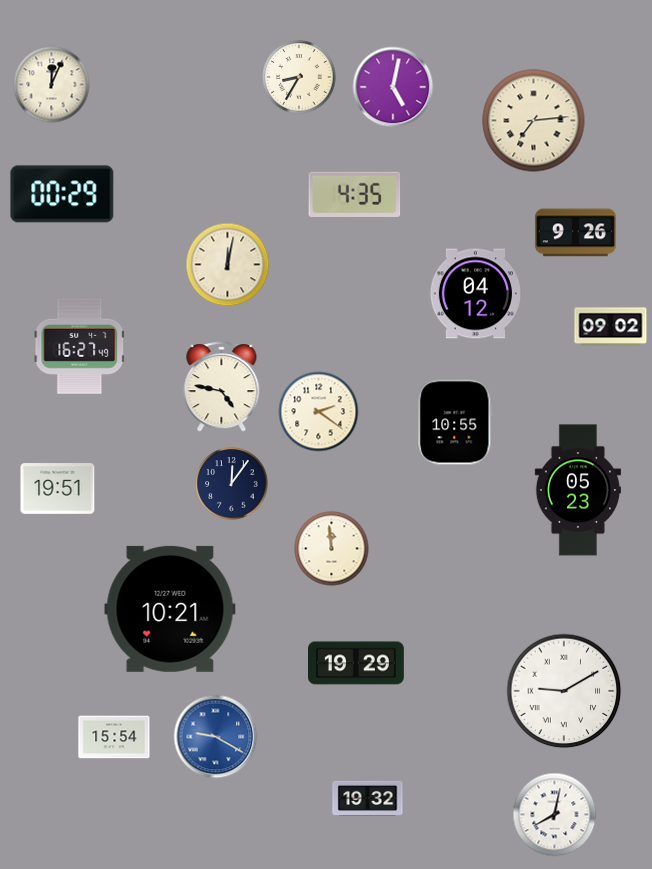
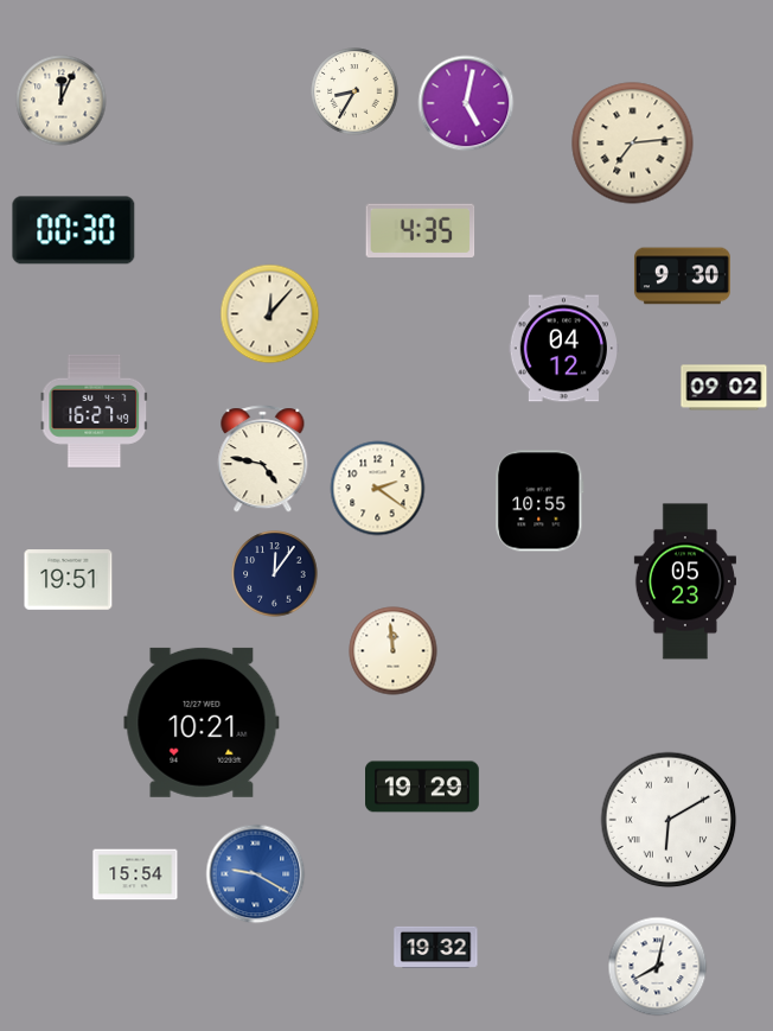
clock at (62, 194): 00:29 -> 00:30
clock at (575, 233): 9:26 -> 9:30
clock at (228, 265): 12:02 -> 12:07
clock at (564, 691): 9:10 -> 6:10
